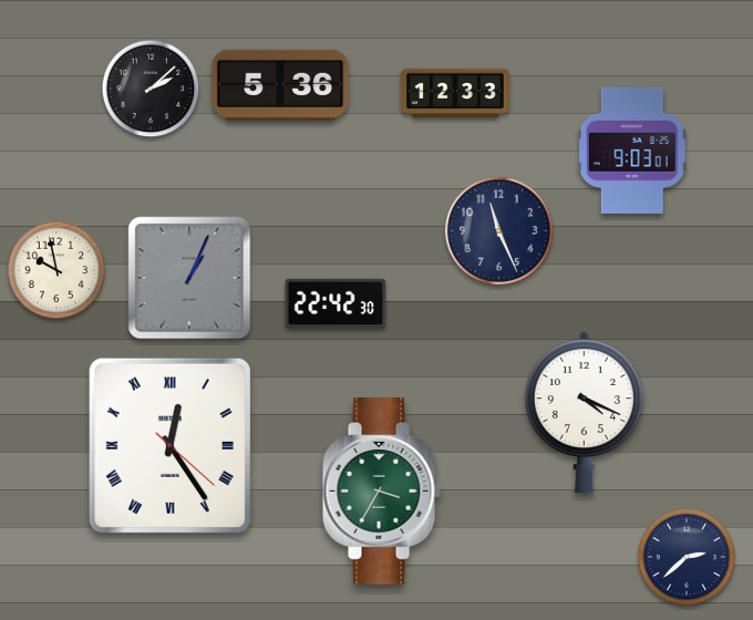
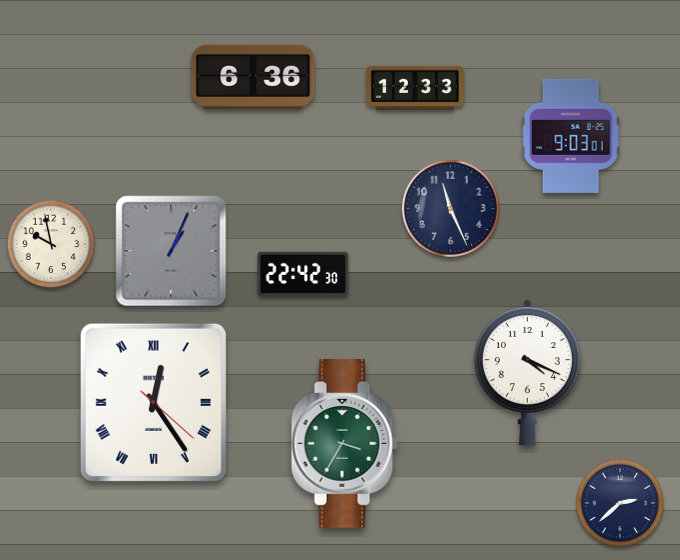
clock at (280, 84): 5:36 -> 6:36
clock at (151, 89): 2:08 -> none
clock at (456, 92) position: (456, 92) -> (416, 87)
